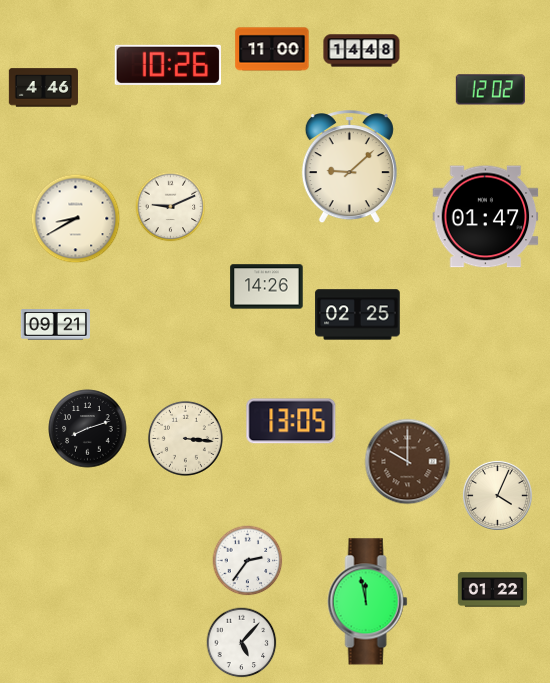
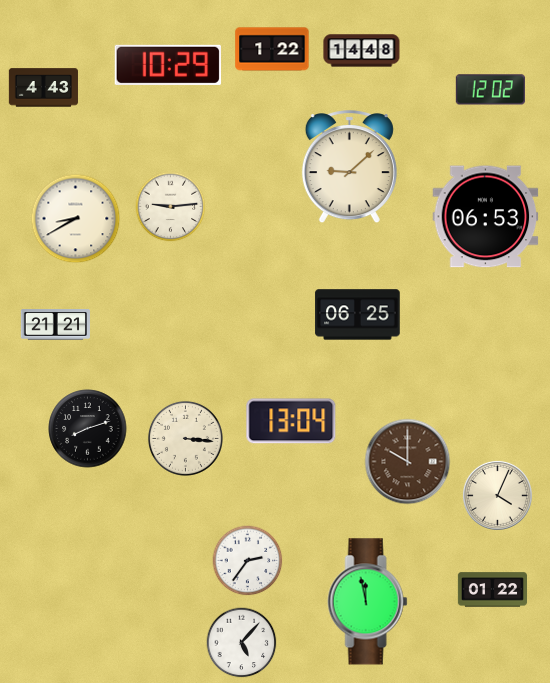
clock at (272, 49): 11:00 -> 1:22
clock at (167, 65): 10:26 -> 10:29
clock at (43, 88): 4:46 -> 4:43
clock at (171, 207): 9:11 -> 9:14
clock at (486, 217): 01:47 -> 06:53
clock at (267, 287): 14:26 -> none
clock at (358, 315): 02:25 -> 06:25
clock at (55, 325): 09:21 -> 21:21
clock at (291, 421): 13:05 -> 13:04
